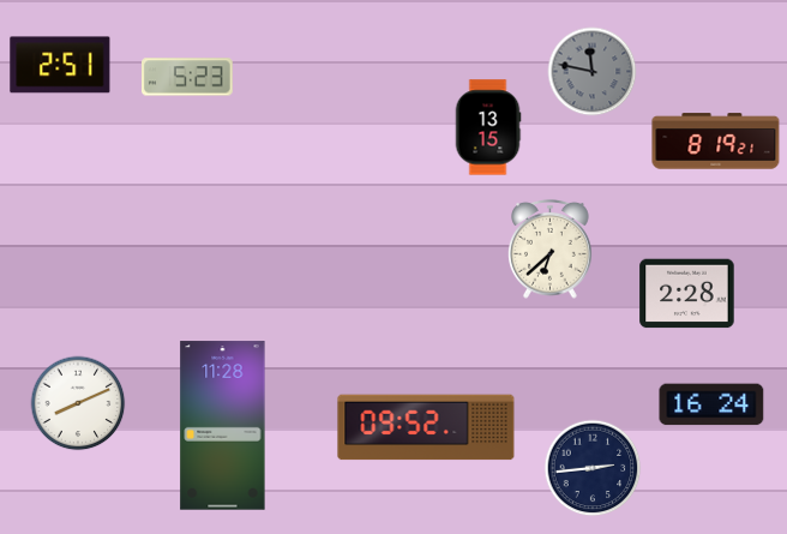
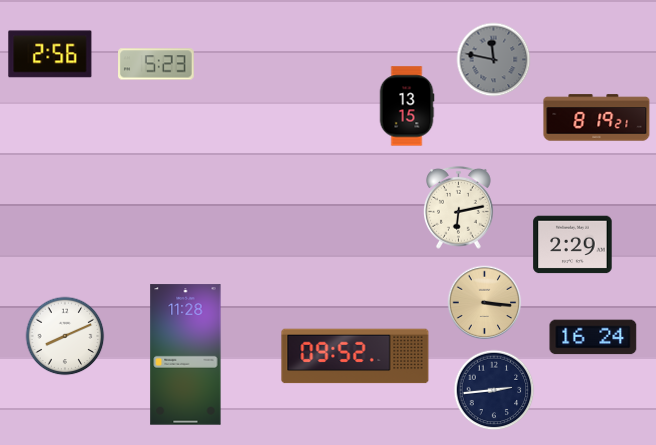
clock at (60, 65): 2:51 -> 2:56
clock at (551, 248): 6:38 -> 6:13
clock at (687, 294): 2:28 -> 2:29
clock at (485, 303): none -> 3:16
